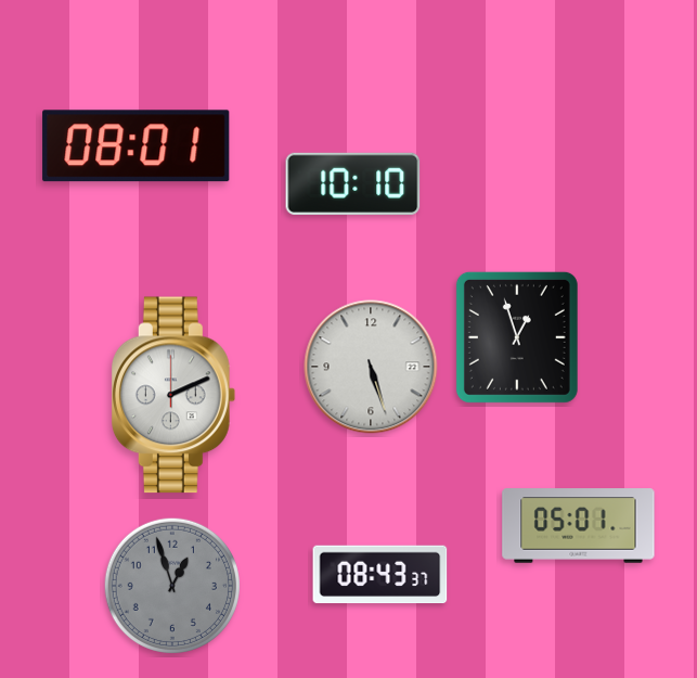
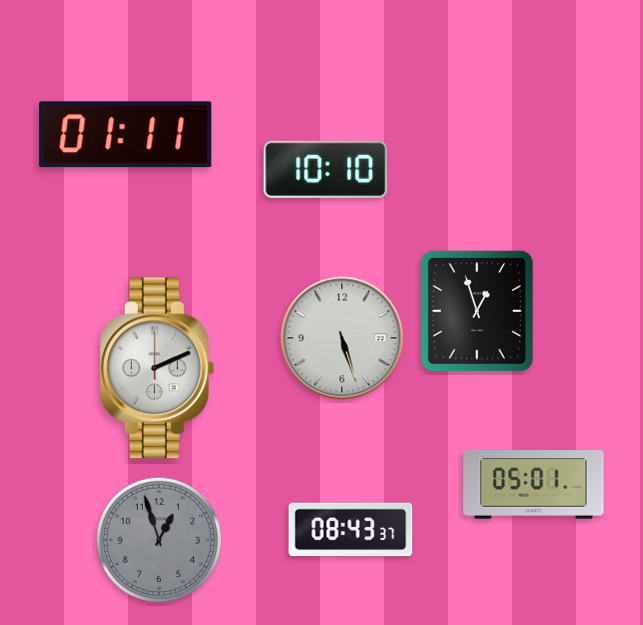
clock at (137, 146): 08:01 -> 01:11
clock at (173, 395) position: (173, 395) -> (157, 368)
